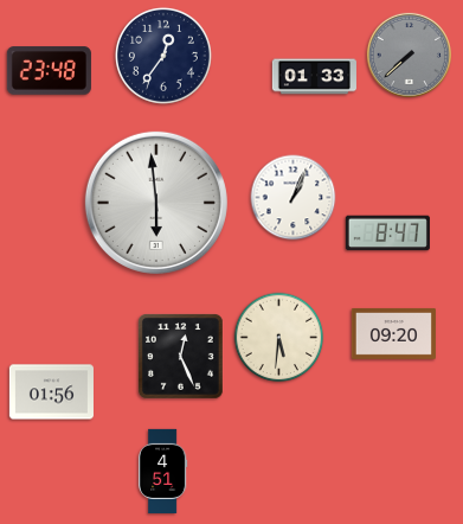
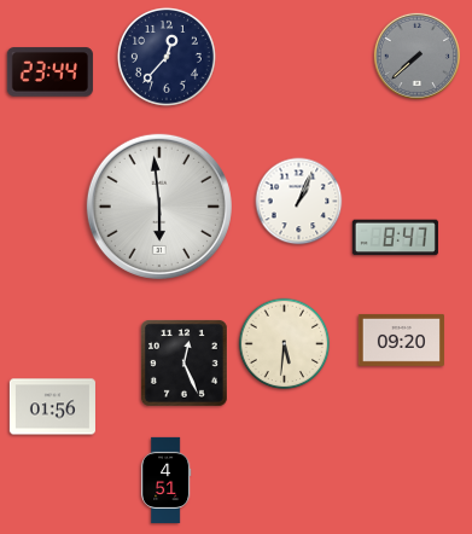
clock at (163, 56): 12:36 -> 12:37
clock at (49, 71): 23:48 -> 23:44
clock at (314, 77): 01:33 -> none
clock at (51, 392) position: (51, 392) -> (52, 407)
